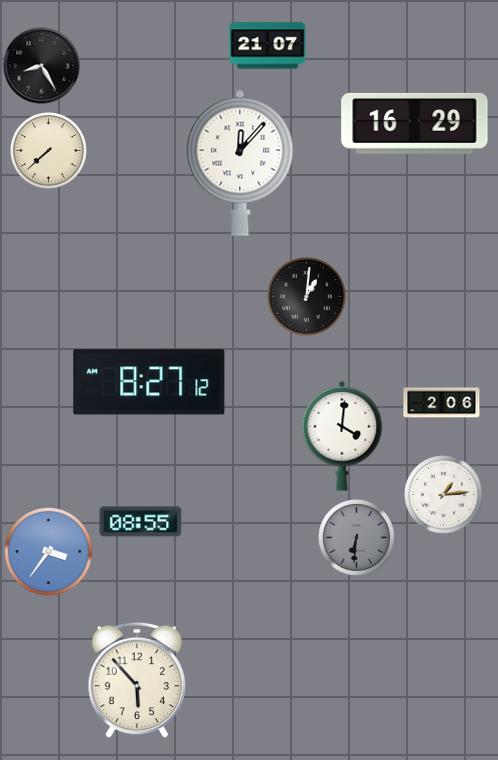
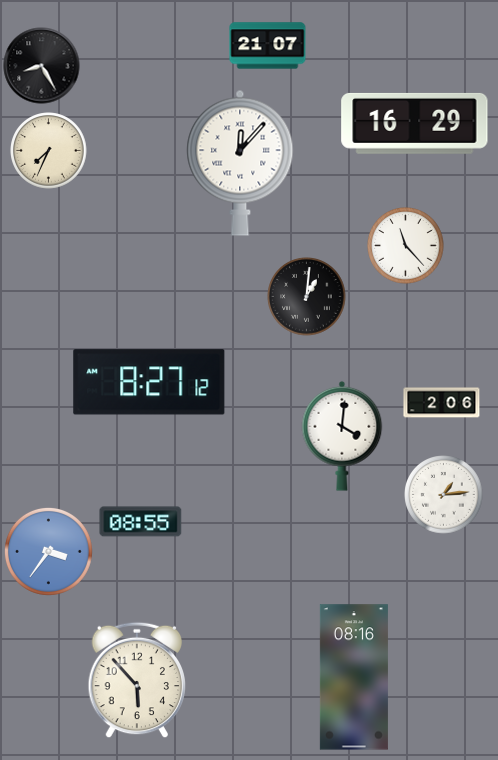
clock at (49, 151): 7:38 -> 7:34
clock at (406, 246): none -> 11:23
clock at (357, 538): 6:31 -> none
clock at (354, 677): none -> 08:16
